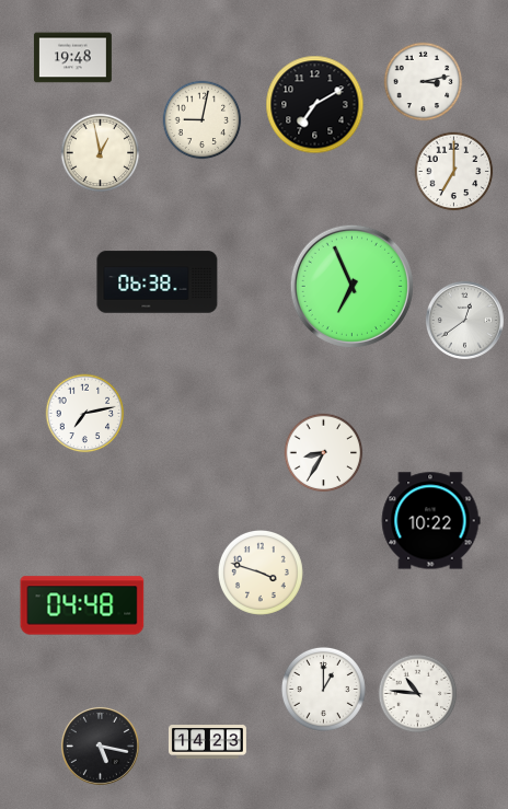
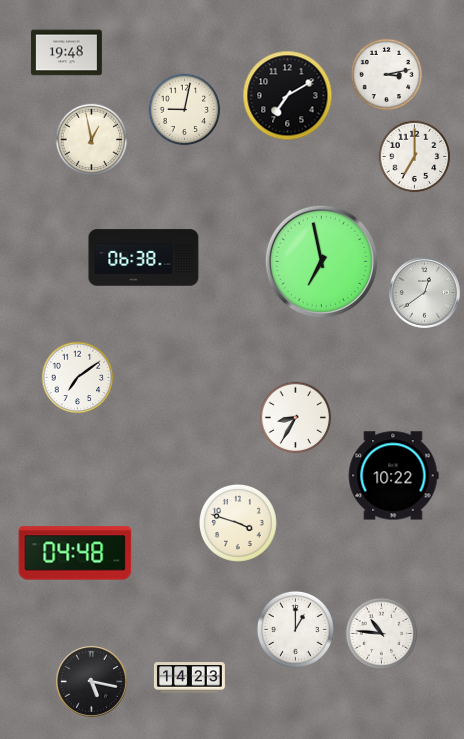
clock at (351, 286): 6:56 -> 6:58
clock at (85, 414): 7:13 -> 7:09
clock at (324, 453) position: (324, 453) -> (296, 418)
